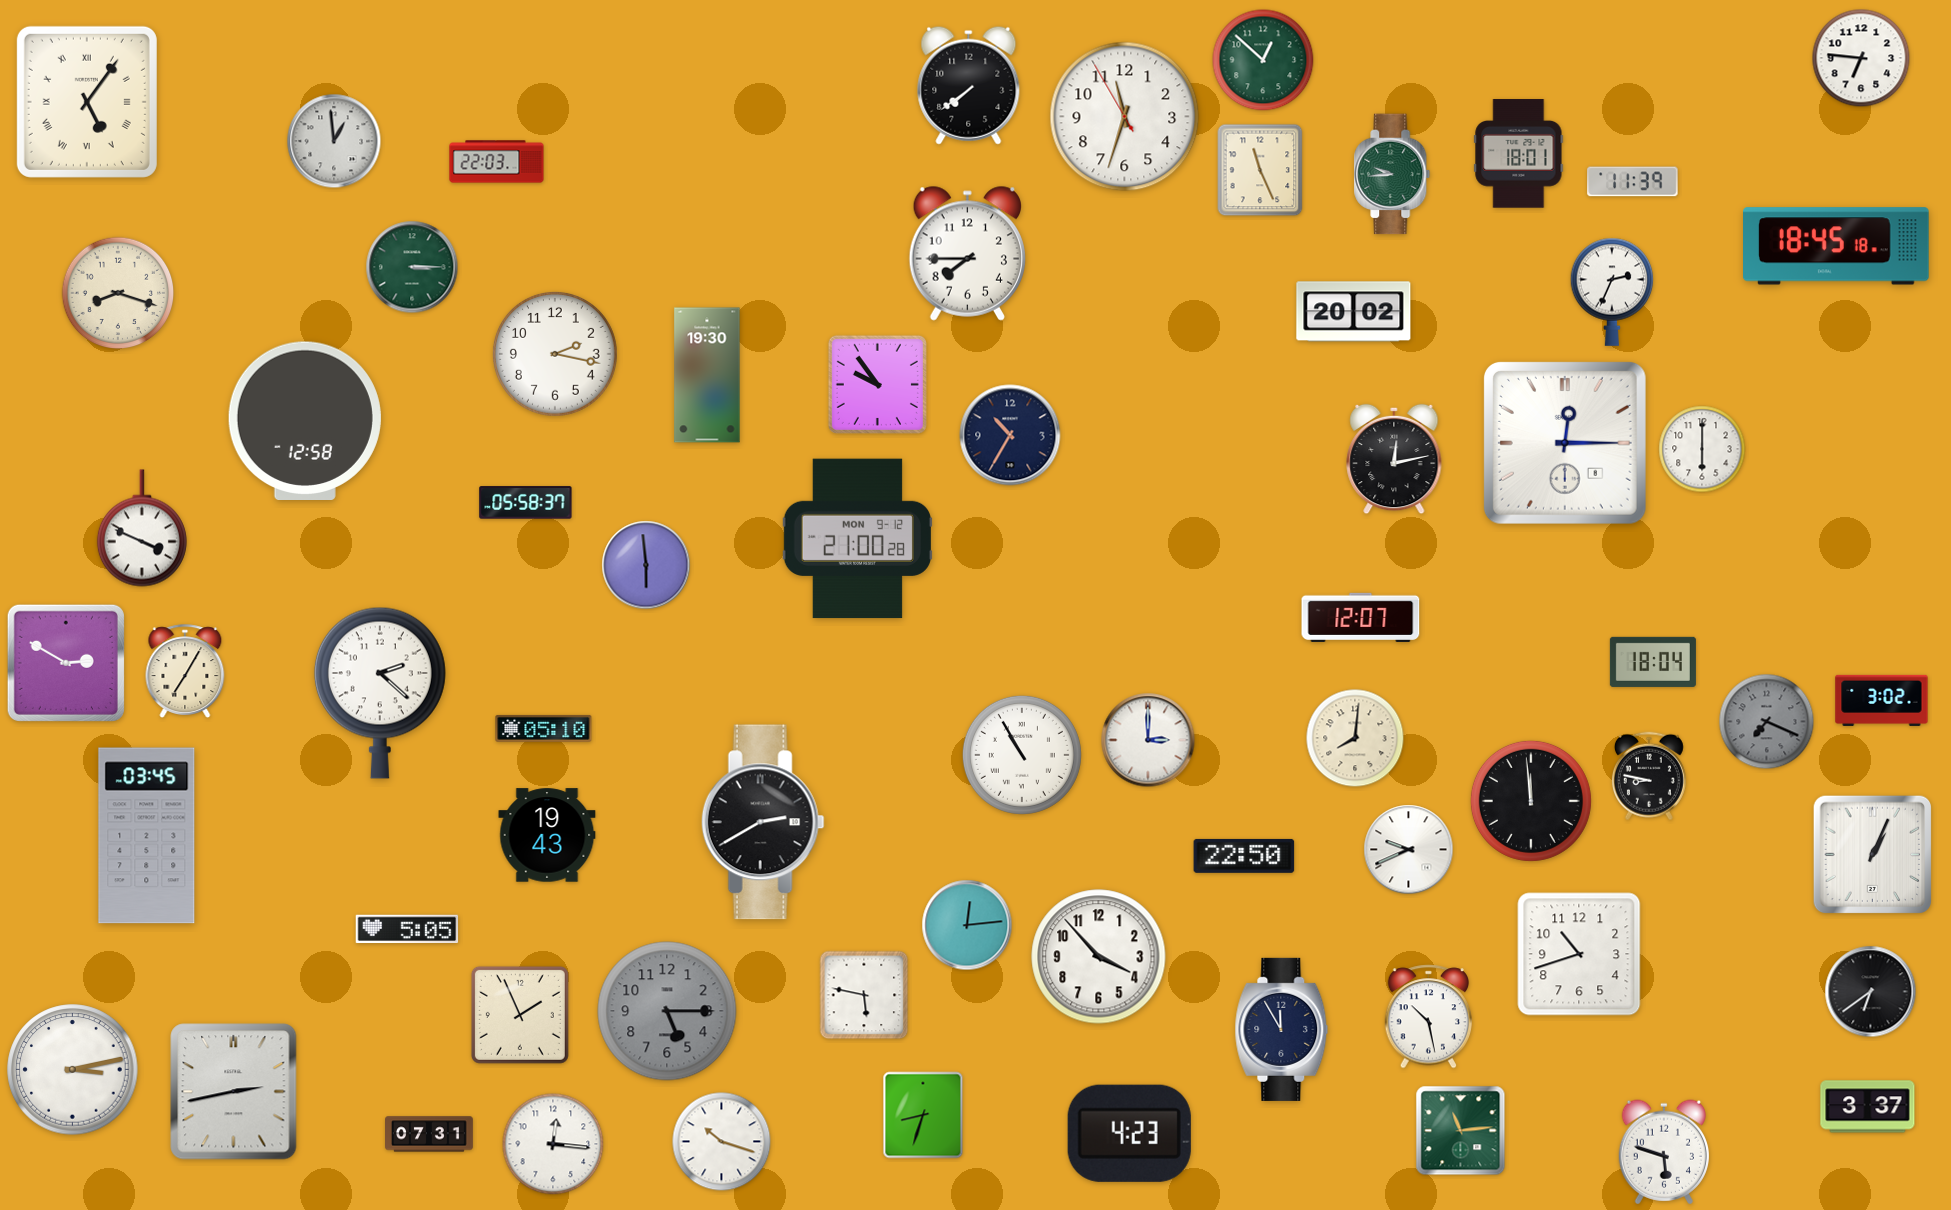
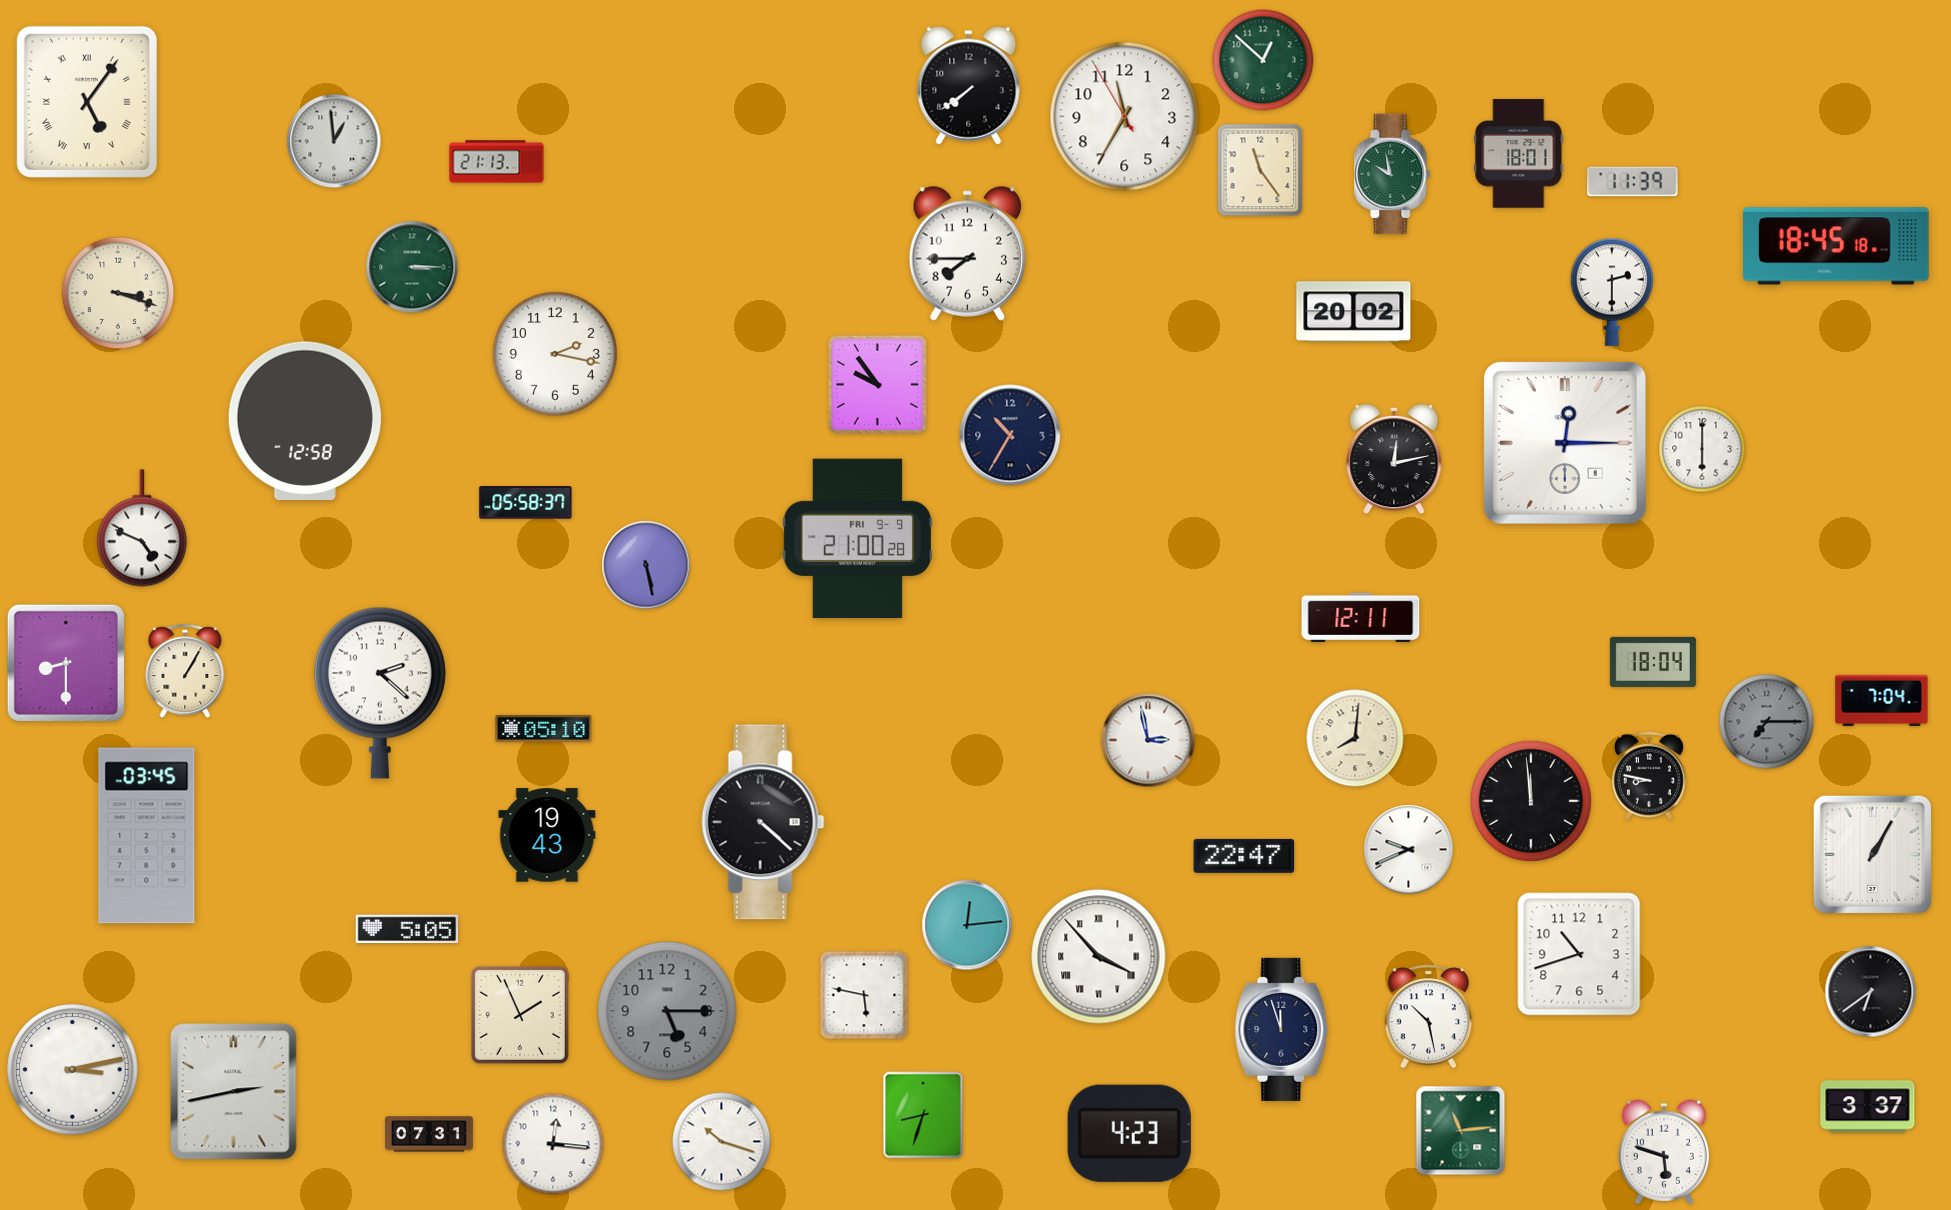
clock at (1861, 58): 6:46 -> none
clock at (1125, 117): 11:32 -> 11:34
clock at (497, 162): 22:03 -> 21:13
clock at (1260, 170): 11:26 -> 11:24
clock at (1392, 174): 9:44 -> 9:58
clock at (1612, 292): 2:34 -> 2:30
clock at (118, 293): 8:18 -> 3:18
clock at (707, 375): 19:30 -> none
clock at (142, 528): 3:49 -> 4:49
clock at (857, 539) date: MON 9-12 -> FRI 9-9
clock at (646, 565): 5:59 -> 5:28
clock at (1361, 617): 12:07 -> 12:11
clock at (66, 663): 2:50 -> 8:30
clock at (185, 671): 7:05 -> 1:05
clock at (1882, 700): 3:02 -> 7:04
clock at (1767, 722): 7:19 -> 7:15
clock at (1148, 740): 3:00 -> 2:58
clock at (1022, 755): 10:55 -> none
clock at (763, 822): 2:40 -> 4:22
clock at (1873, 855): 1:04 -> 1:05
clock at (1244, 856): 22:50 -> 22:47
clock at (1099, 957) numerals: Arabic -> Roman
clock at (1282, 1029): 11:55 -> 11:57
